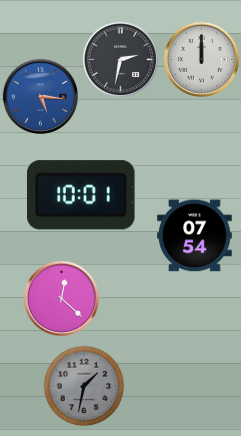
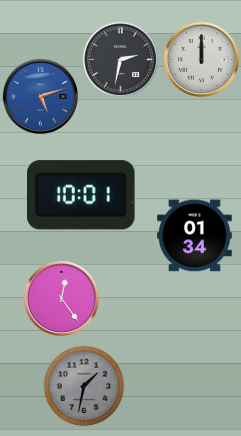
clock at (40, 96): 5:16 -> 5:12
clock at (195, 236): 07:54 -> 01:34
clock at (61, 298): 12:22 -> 12:24
